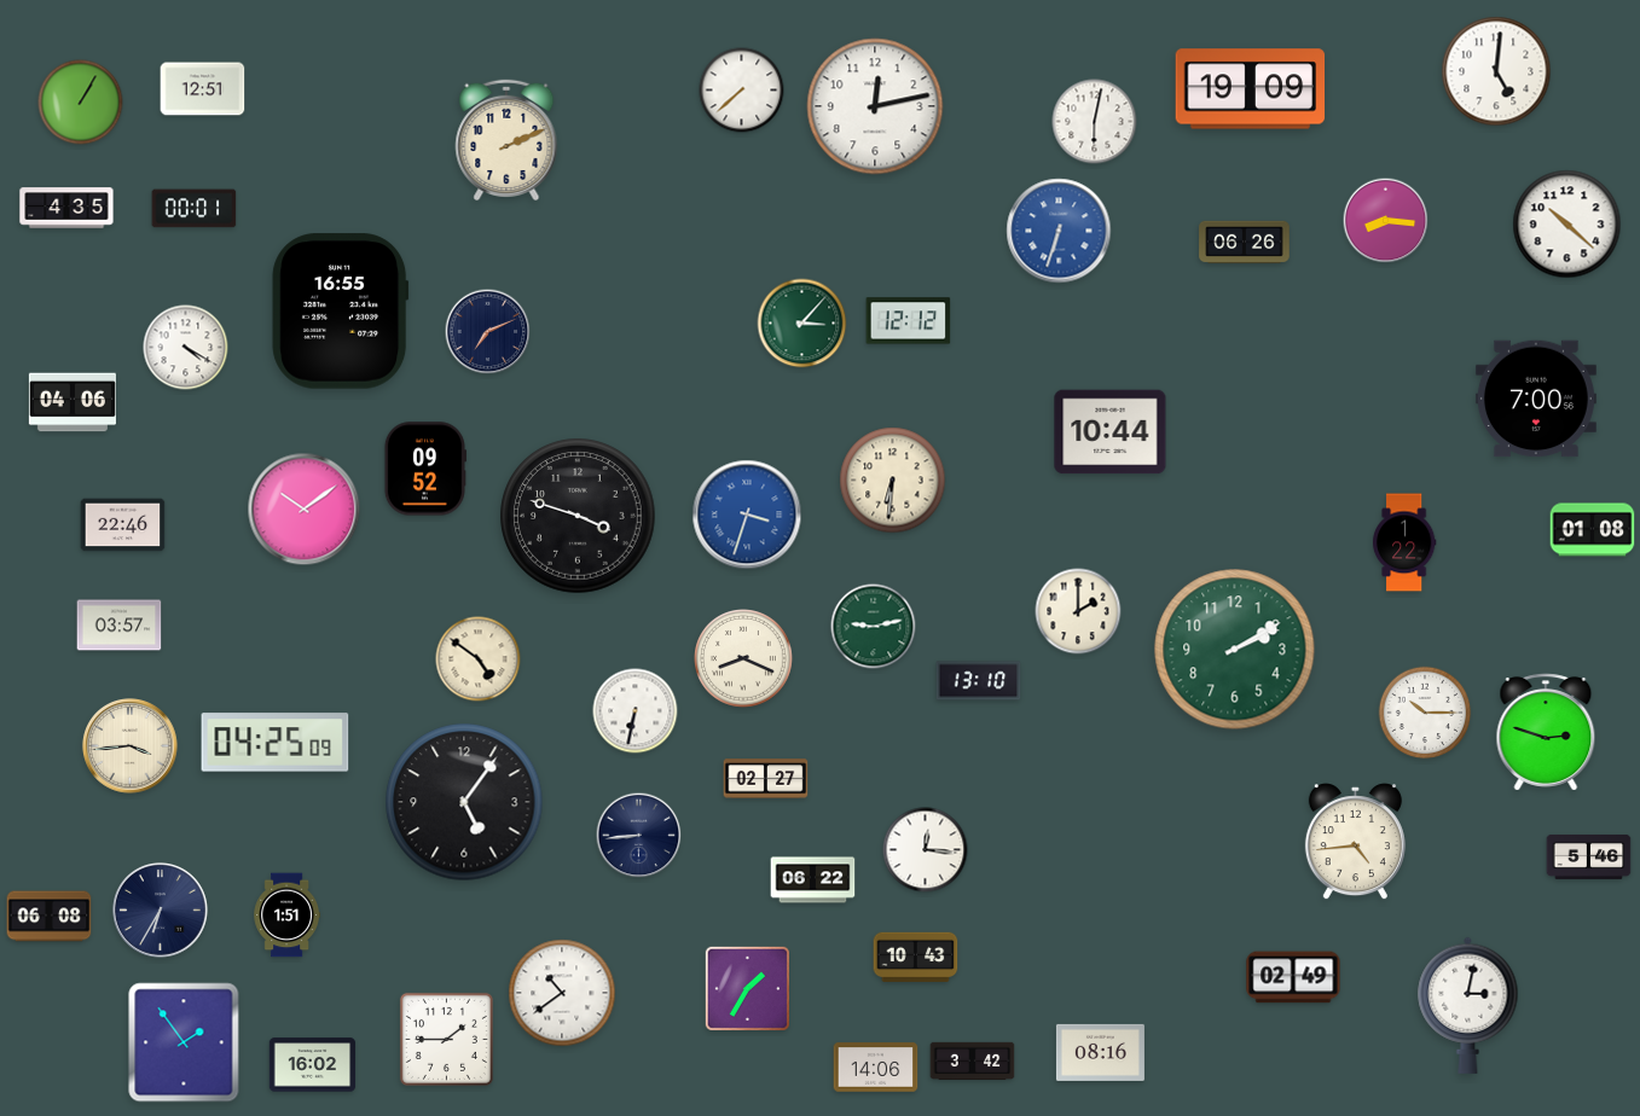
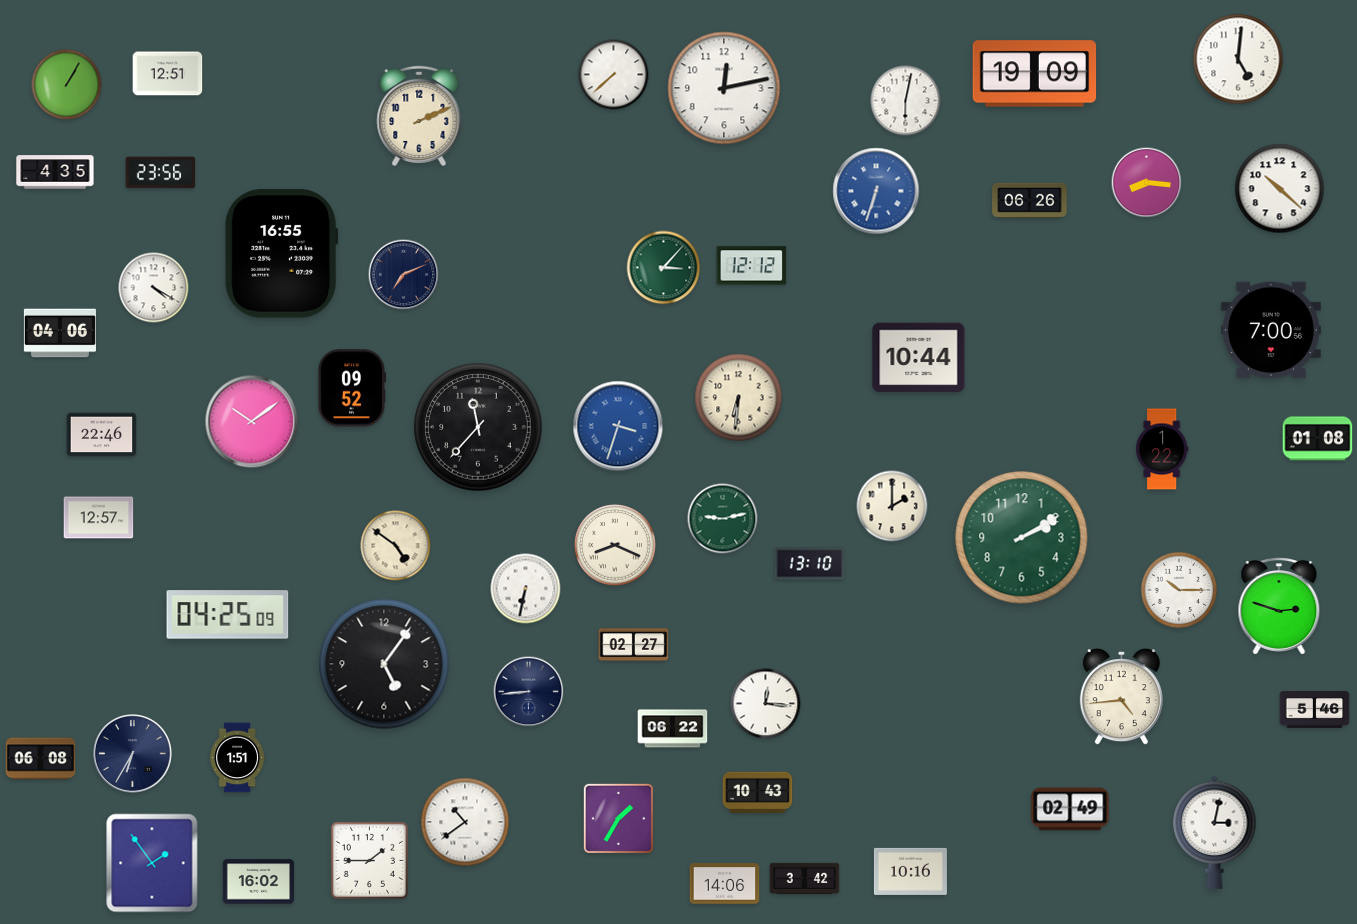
clock at (195, 209): 00:01 -> 23:56
clock at (1567, 225) position: (1567, 225) -> (1280, 189)
clock at (341, 312) position: (341, 312) -> (282, 254)
clock at (578, 516): 3:48 -> 11:37
clock at (120, 626): 03:57 -> 12:57
clock at (131, 746): 3:44 -> none
clock at (1100, 1052): 08:16 -> 10:16
